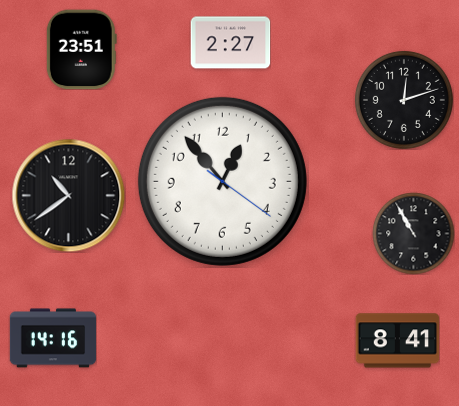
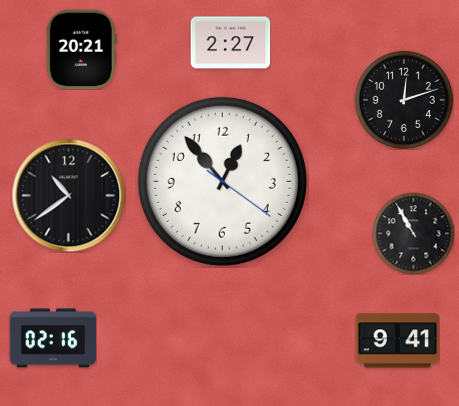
clock at (81, 49): 23:51 -> 20:21
clock at (53, 338): 14:16 -> 02:16
clock at (397, 341): 8:41 -> 9:41
